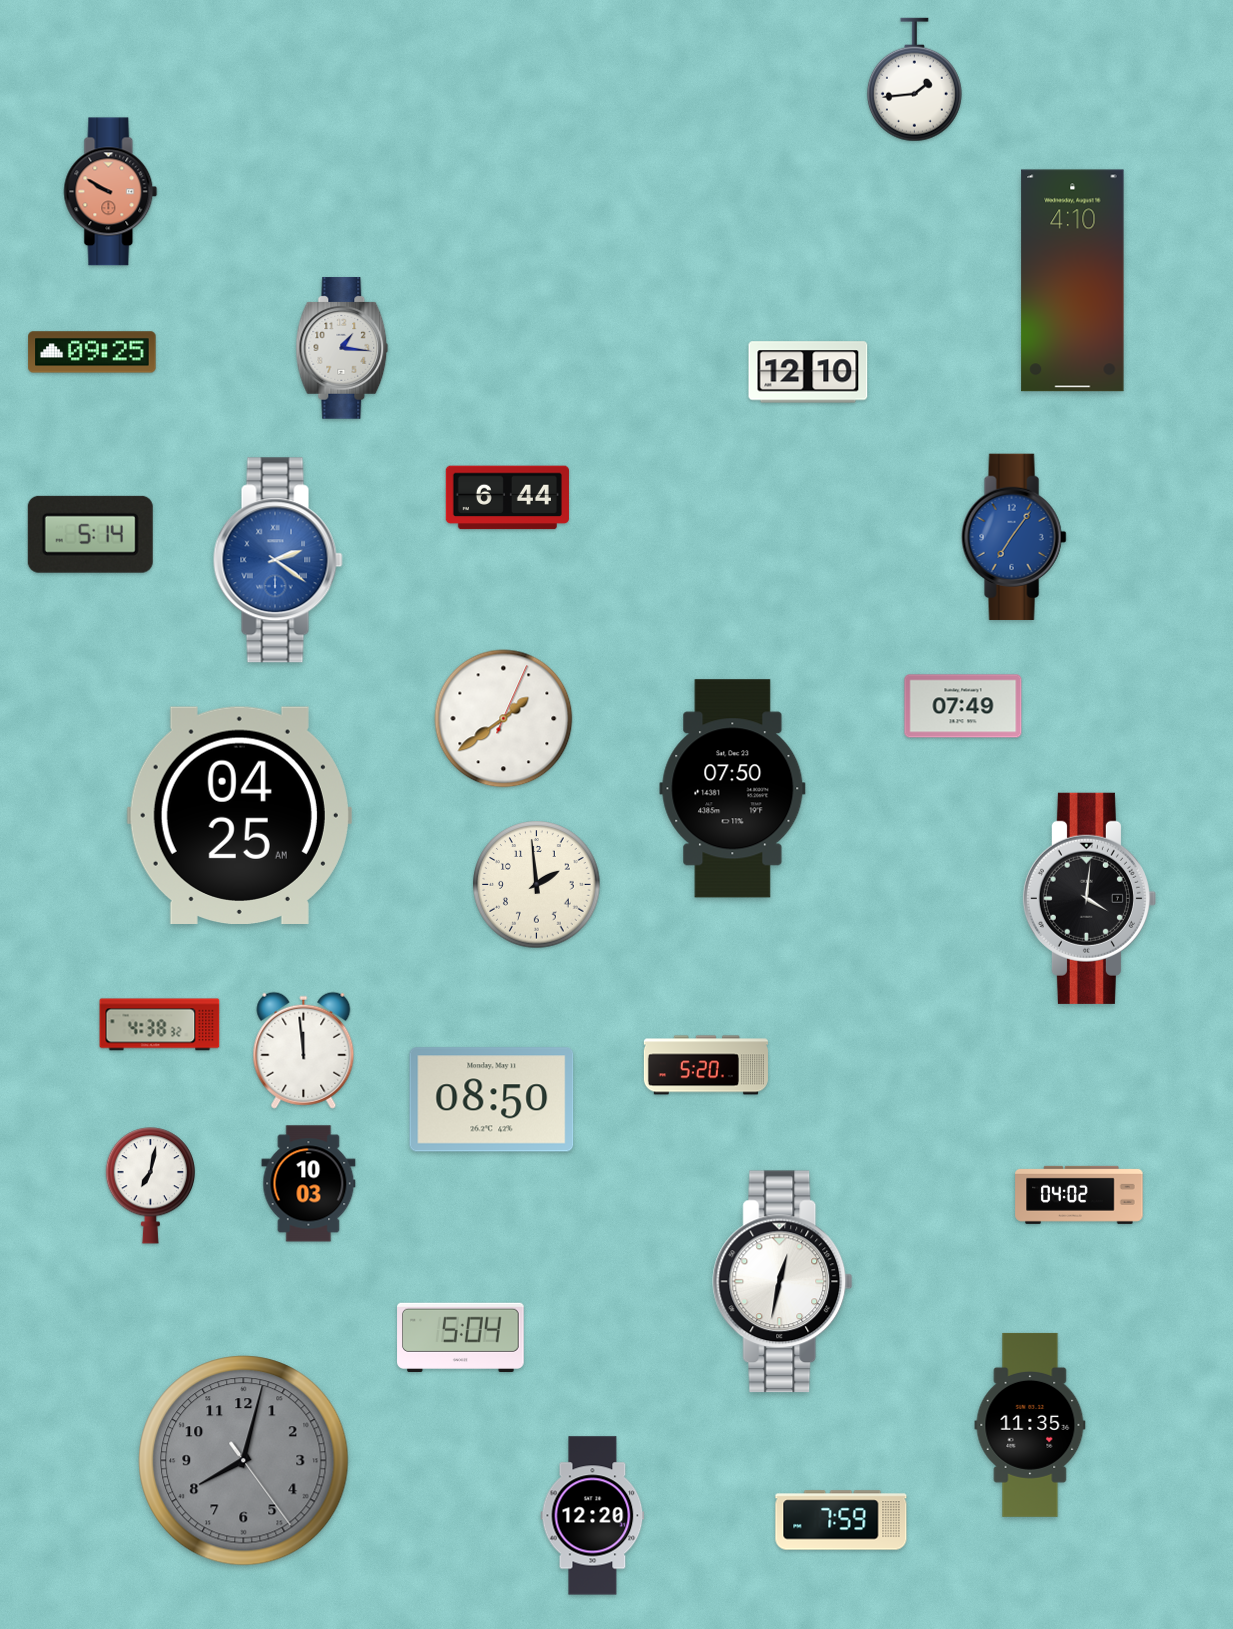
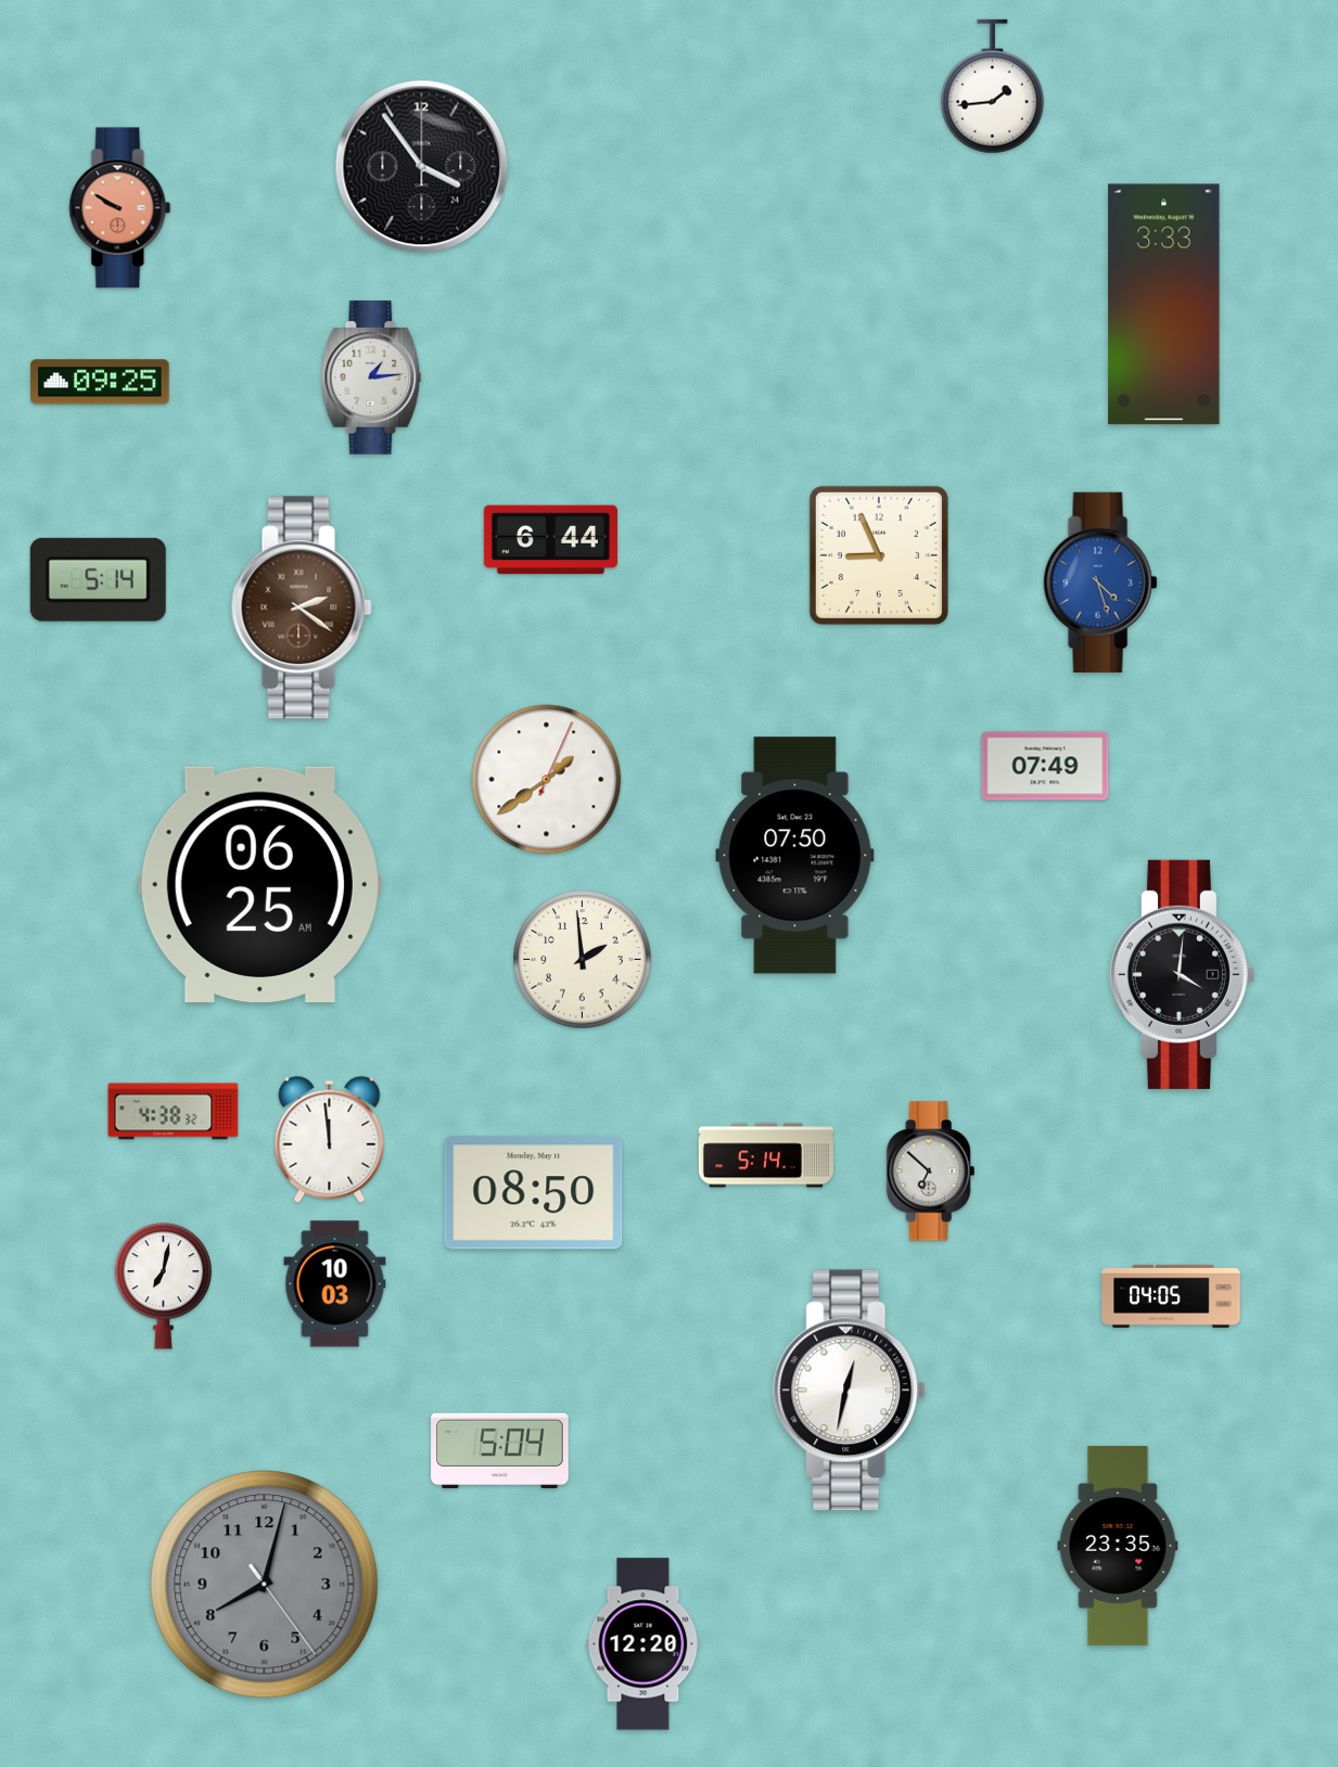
clock at (422, 167): none -> 3:54
clock at (1073, 281): 4:10 -> 3:33
clock at (342, 348): 1:16 -> 1:14
clock at (808, 372): 12:10 -> none
clock at (879, 555): none -> 8:56
clock at (1014, 537): 7:06 -> 4:27
clock at (278, 560) dial: blue -> brown
clock at (239, 815): 04:25 -> 06:25
clock at (706, 1065): 5:20 -> 5:14
clock at (930, 1171): none -> 6:52
clock at (1079, 1195): 04:02 -> 04:05
clock at (1030, 1425): 11:35 -> 23:35
clock at (841, 1520): 7:59 -> none
